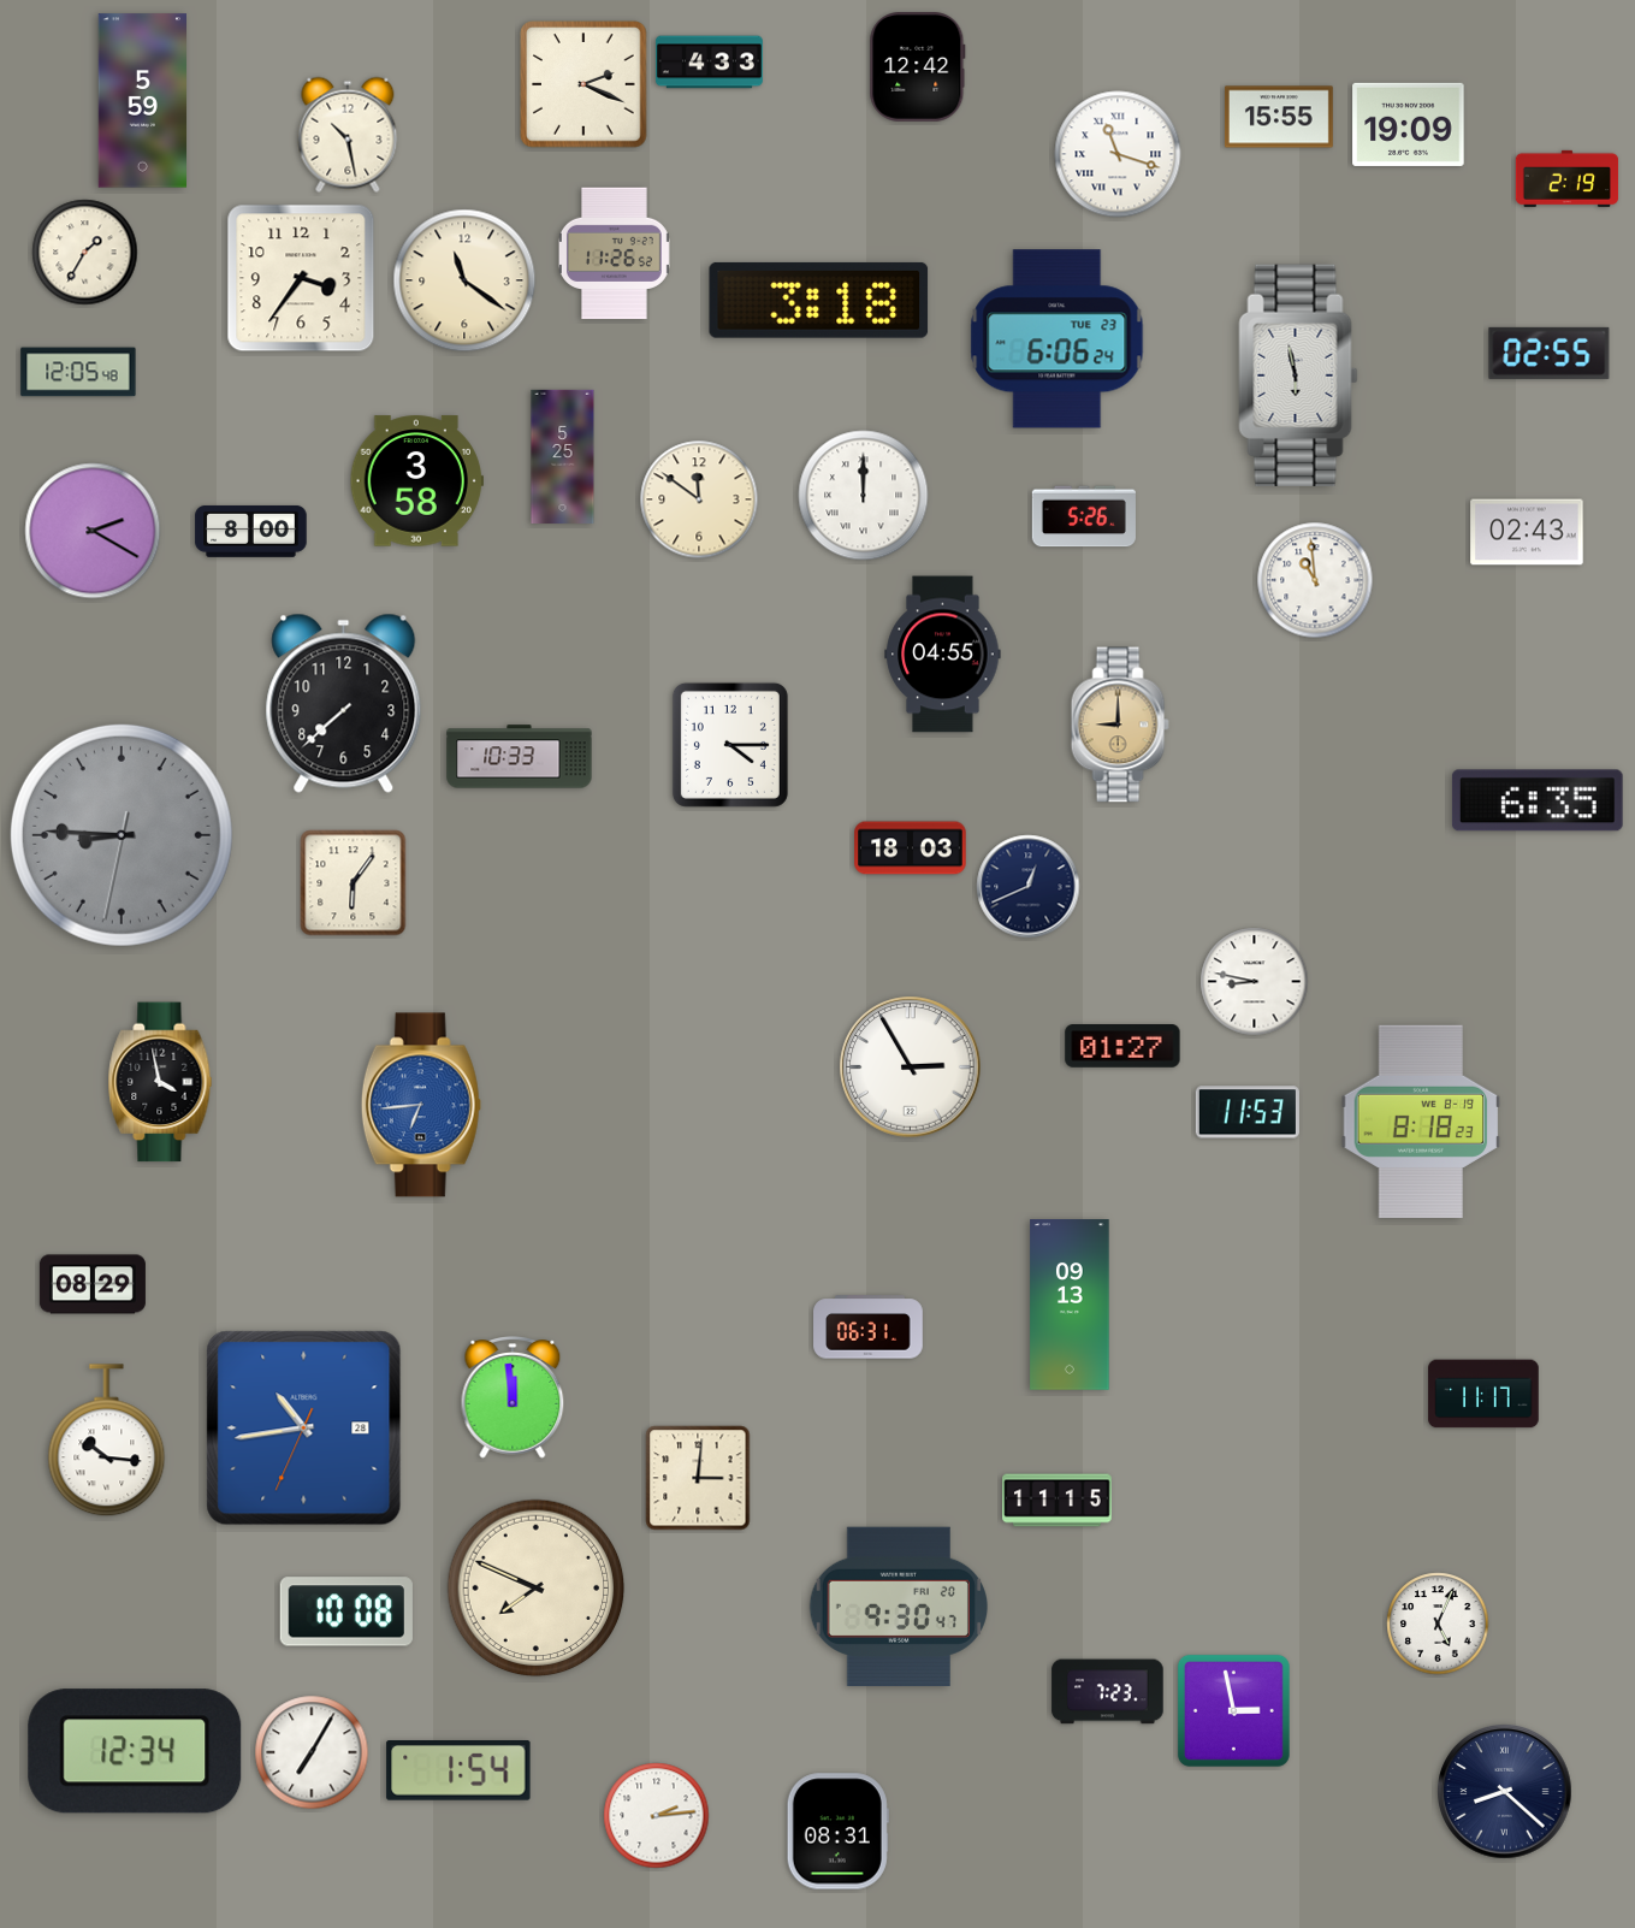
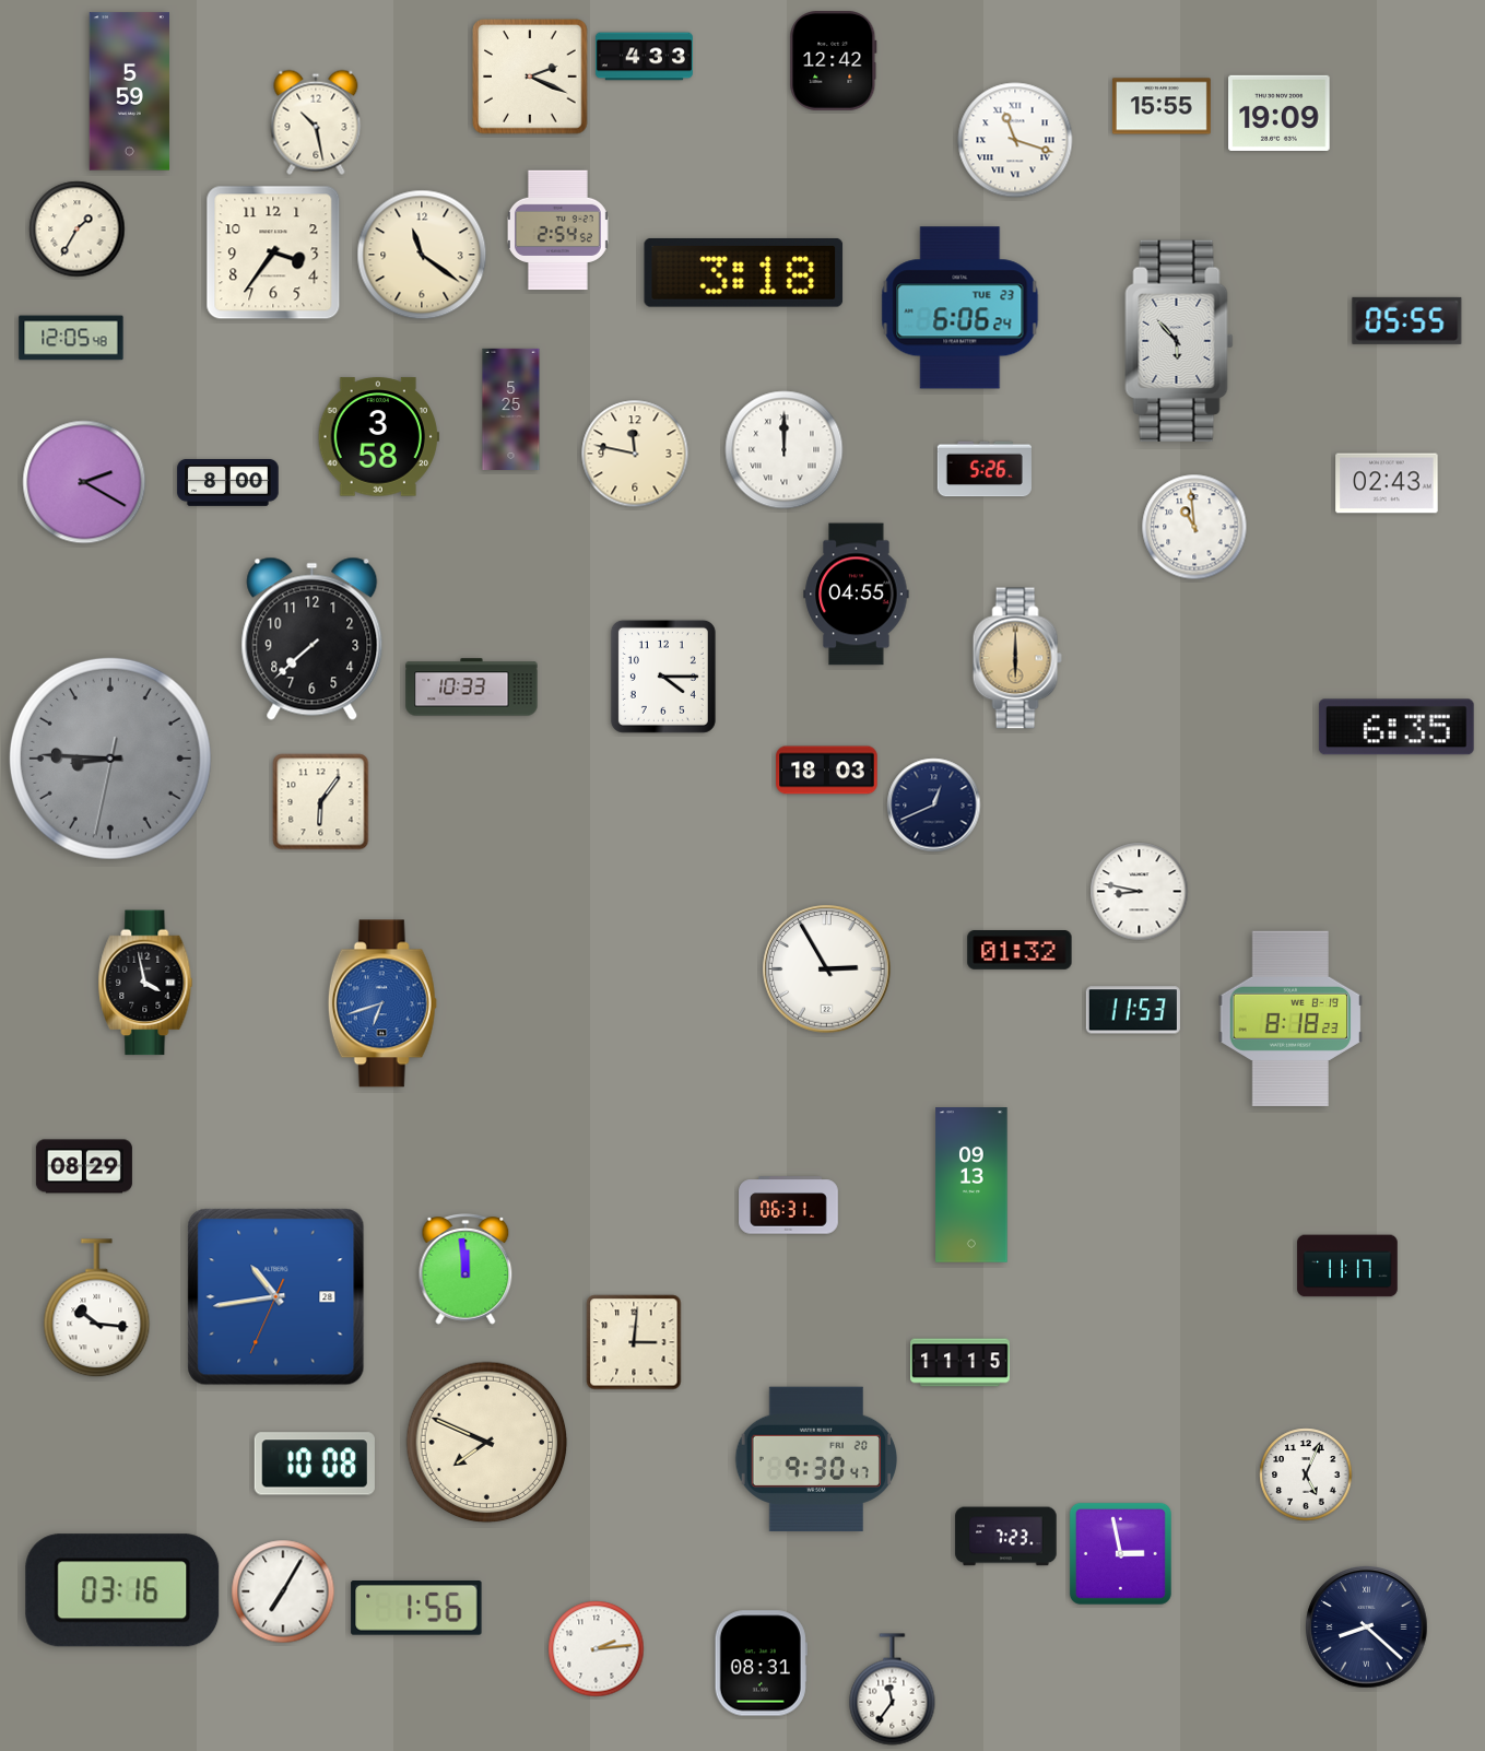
clock at (1568, 178): 2:19 -> none
clock at (614, 254): 11:26 -> 2:54
clock at (1550, 353): 02:55 -> 05:55
clock at (1298, 374): 5:58 -> 5:53
clock at (563, 456) position: (563, 456) -> (511, 409)
clock at (699, 499): 11:51 -> 11:47
clock at (1120, 725): 9:00 -> 6:00
clock at (1122, 1046): 01:27 -> 01:32
clock at (421, 1105): 6:44 -> 6:42
clock at (135, 1751): 12:34 -> 03:16
clock at (458, 1772): 1:54 -> 1:56
clock at (893, 1690): none -> 11:36
